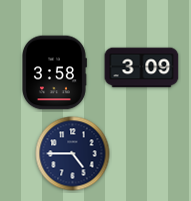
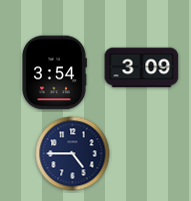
clock at (55, 73): 3:58 -> 3:54
